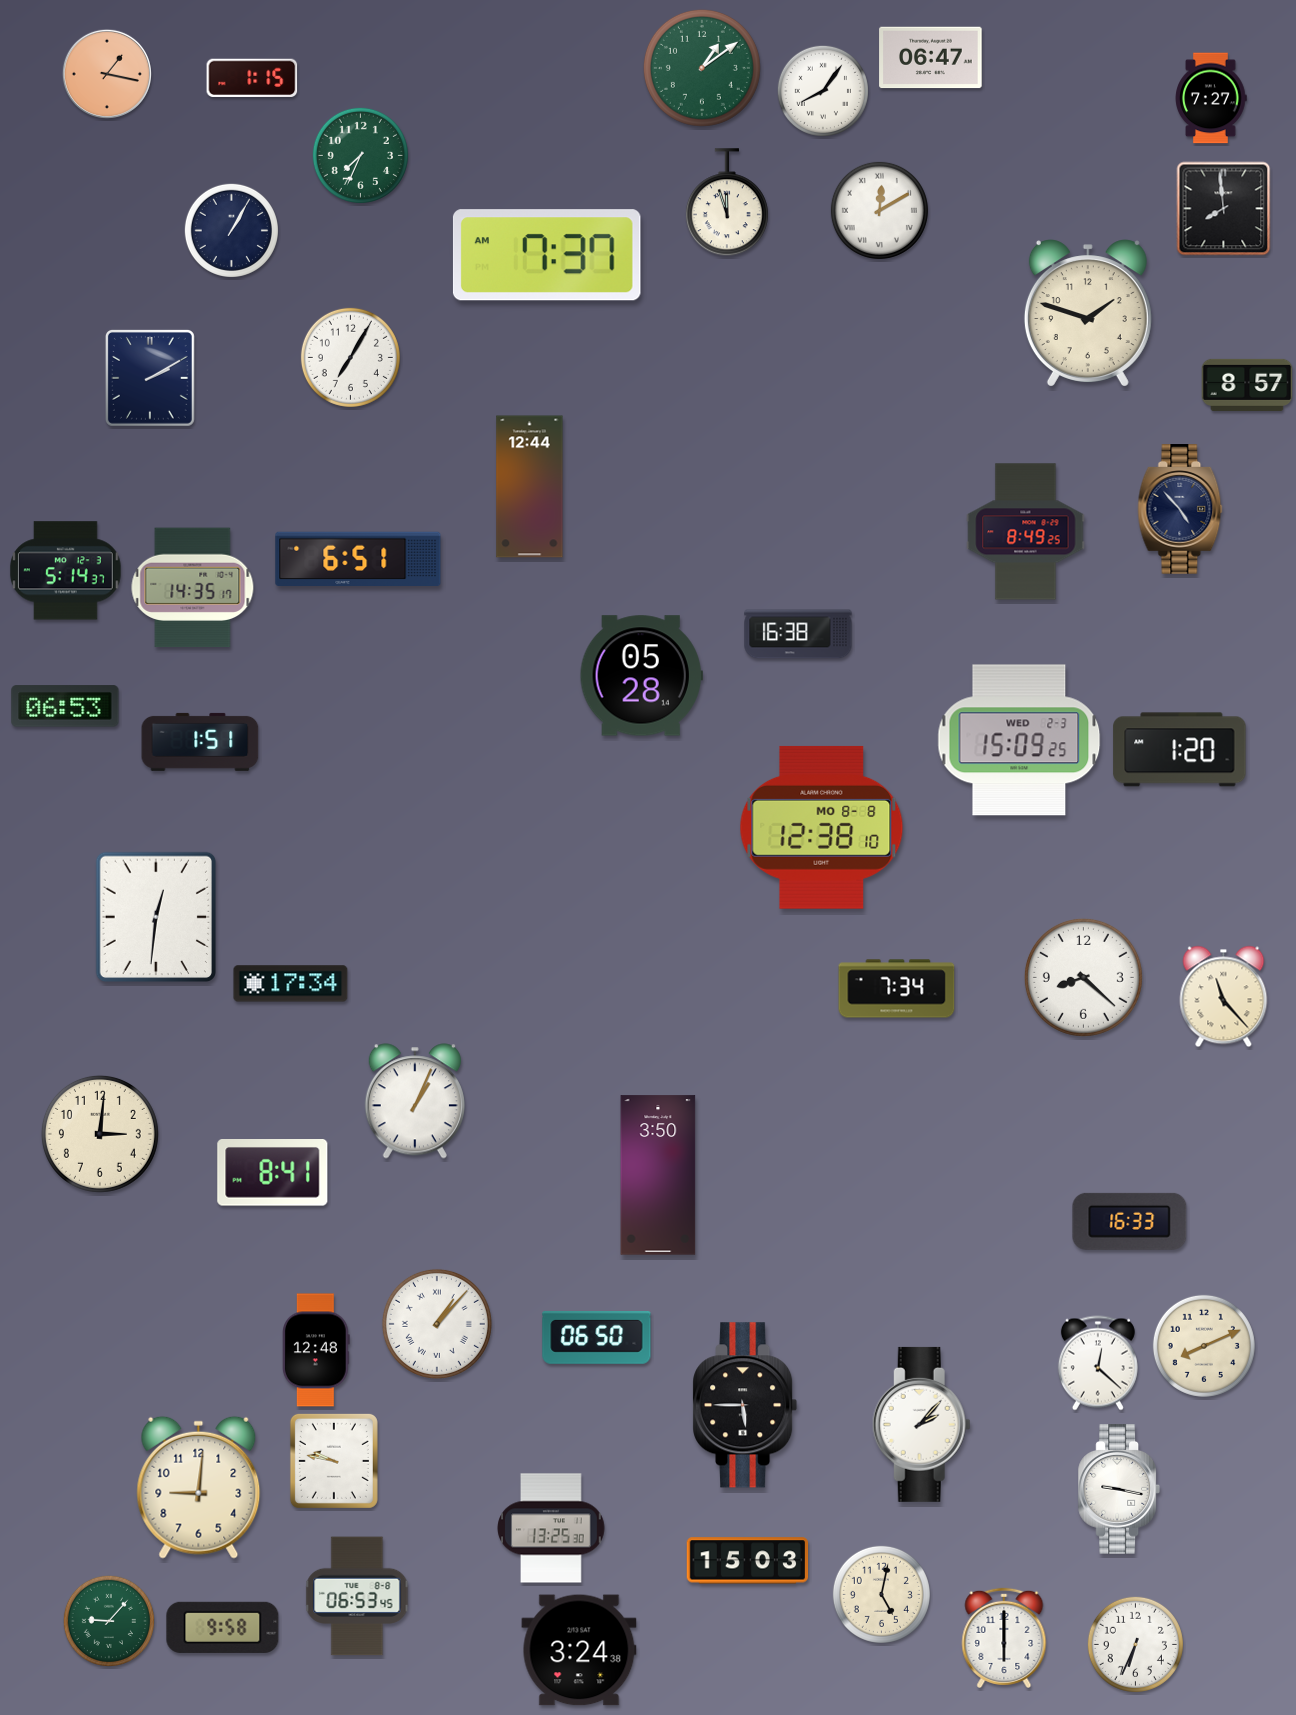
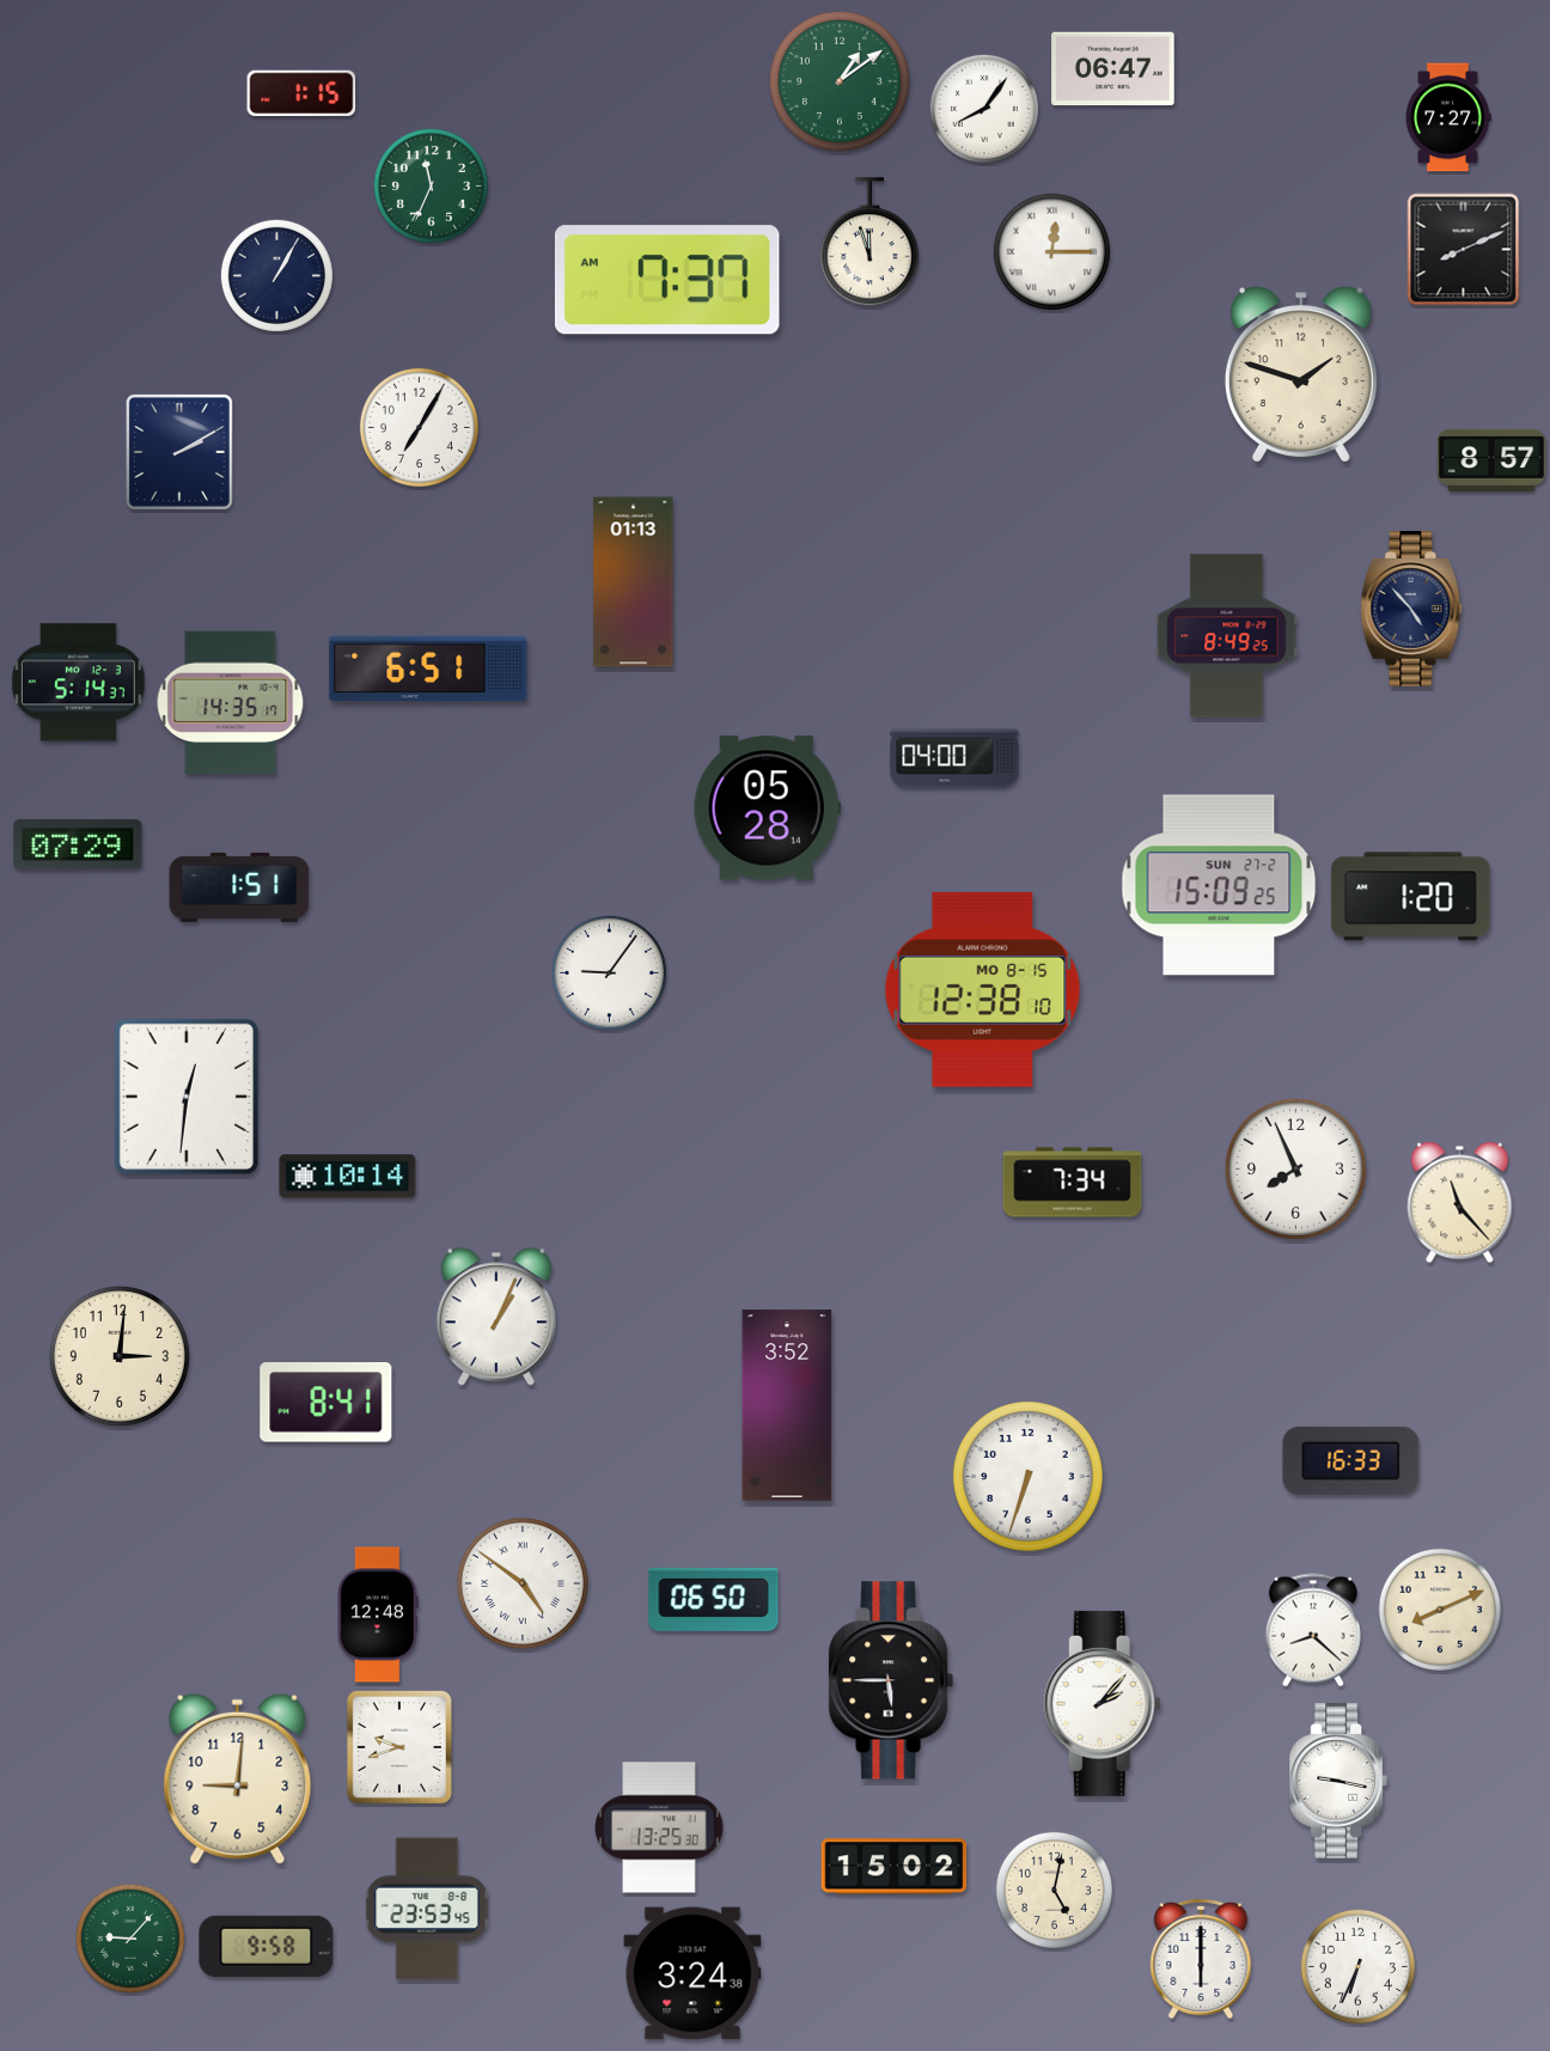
clock at (107, 74): 1:17 -> none
clock at (360, 155): 7:34 -> 11:34
clock at (1224, 209): 7:59 -> 8:11
clock at (879, 210): 12:10 -> 12:15
clock at (547, 255) position: (547, 255) -> (667, 280)
clock at (530, 487): 12:44 -> 01:13
clock at (798, 634): 16:38 -> 04:00
clock at (65, 706): 06:53 -> 07:29
clock at (1019, 740) date: WED 2-3 -> SUN 27-2
clock at (609, 972): none -> 9:06
clock at (822, 827) date: MO 8-8 -> MO 8-15
clock at (1083, 977): 8:22 -> 7:56
clock at (291, 984): 17:34 -> 10:14
clock at (1224, 997) position: (1224, 997) -> (1460, 1203)
clock at (658, 1175): 3:50 -> 3:52
clock at (1027, 1476): none -> 6:33
clock at (437, 1324): 1:07 -> 4:51
clock at (1098, 1363): 12:22 -> 8:22
clock at (334, 1461): 9:47 -> 9:42
clock at (748, 1561): 15:03 -> 15:02
clock at (881, 1594) position: (881, 1594) -> (1054, 1890)
clock at (357, 1596): 06:53 -> 23:53
